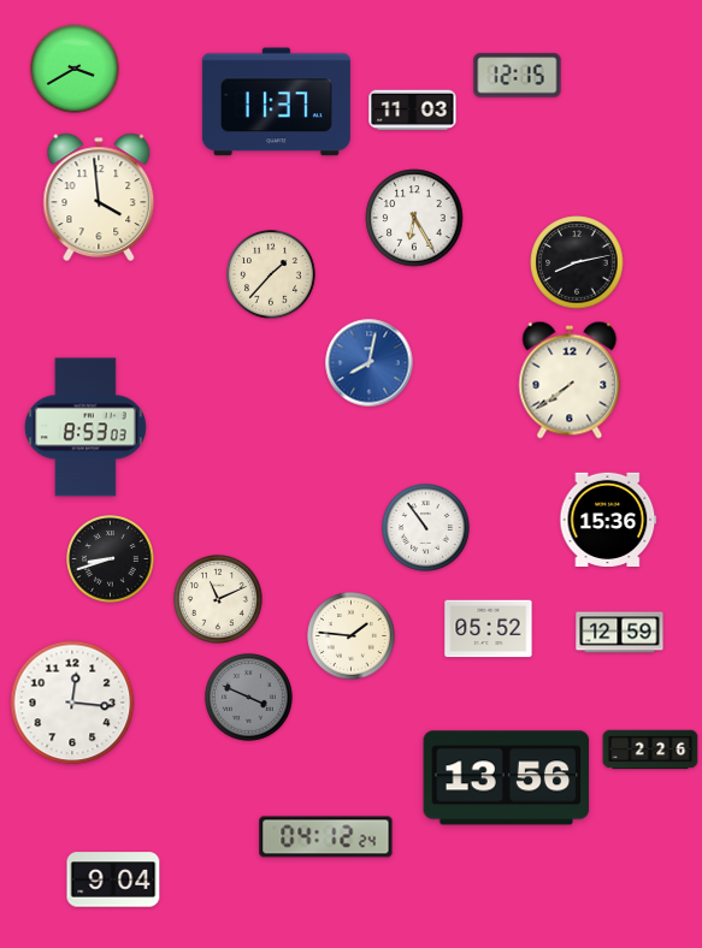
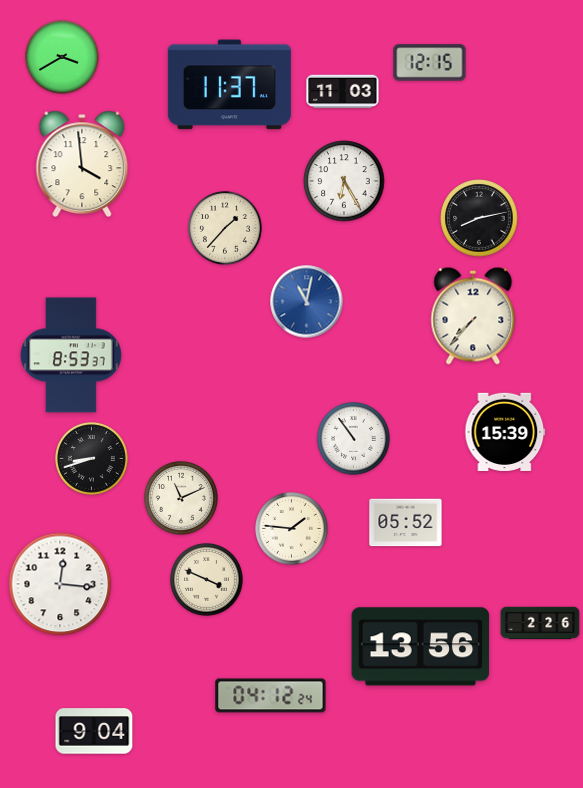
clock at (370, 363): 8:02 -> 11:02
clock at (570, 380): 7:39 -> 7:37
clock at (85, 427): 8:53:03 -> 8:53:37
clock at (608, 520): 15:36 -> 15:39
clock at (111, 559) position: (111, 559) -> (92, 459)
clock at (620, 633): 12:59 -> none
clock at (249, 698) dial: grey -> cream
